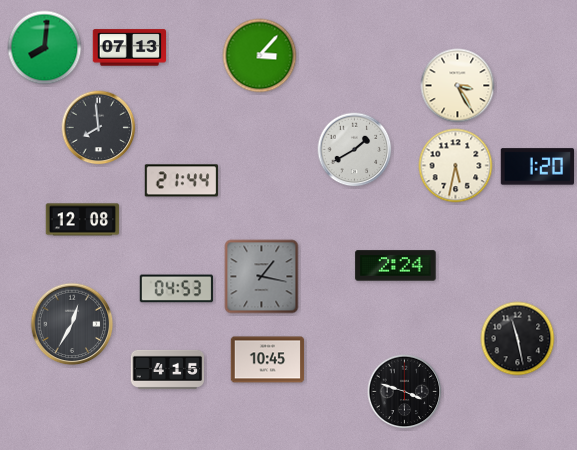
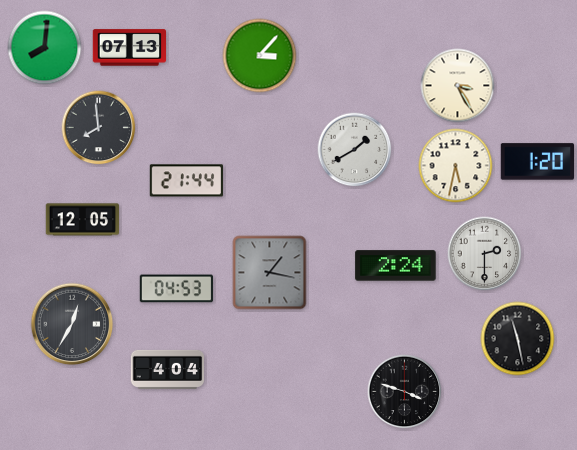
clock at (537, 167) position: (537, 167) -> (537, 162)
clock at (181, 181) position: (181, 181) -> (186, 181)
clock at (83, 220): 12:08 -> 12:05
clock at (485, 254): none -> 2:30
clock at (262, 277) position: (262, 277) -> (270, 273)
clock at (268, 360): 10:45 -> none
clock at (168, 369): 4:15 -> 4:04
